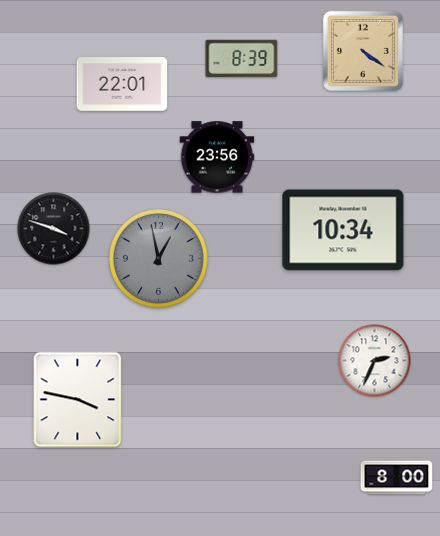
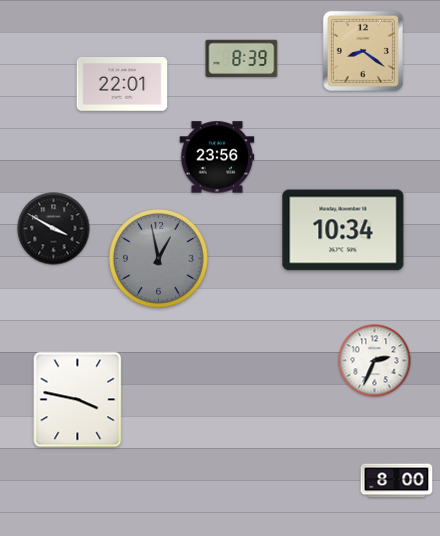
clock at (363, 51): 4:21 -> 8:21
clock at (54, 229): 3:48 -> 3:50
clock at (397, 478) position: (397, 478) -> (397, 481)
